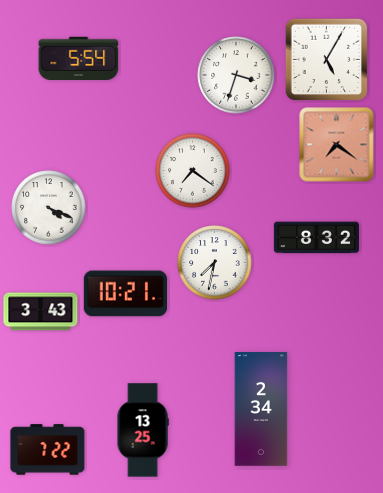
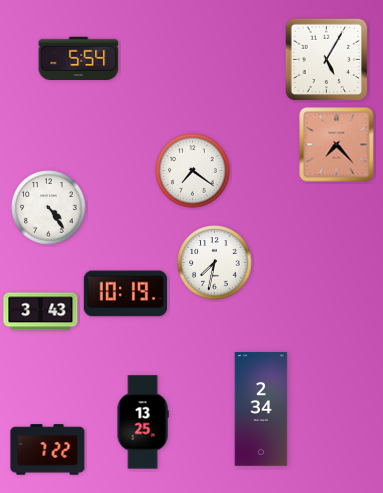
clock at (236, 75): 3:33 -> none
clock at (337, 145): 7:21 -> 7:23
clock at (49, 208): 4:19 -> 4:24
clock at (316, 238): 8:32 -> none
clock at (126, 294): 10:21 -> 10:19
clock at (143, 430) position: (143, 430) -> (143, 422)
